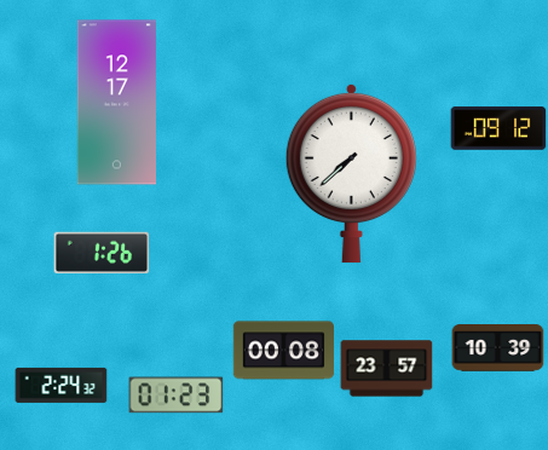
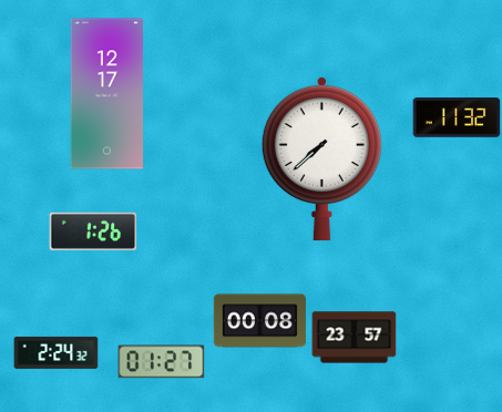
clock at (498, 128): 09:12 -> 11:32
clock at (498, 348): 10:39 -> none
clock at (177, 396): 01:23 -> 01:27
